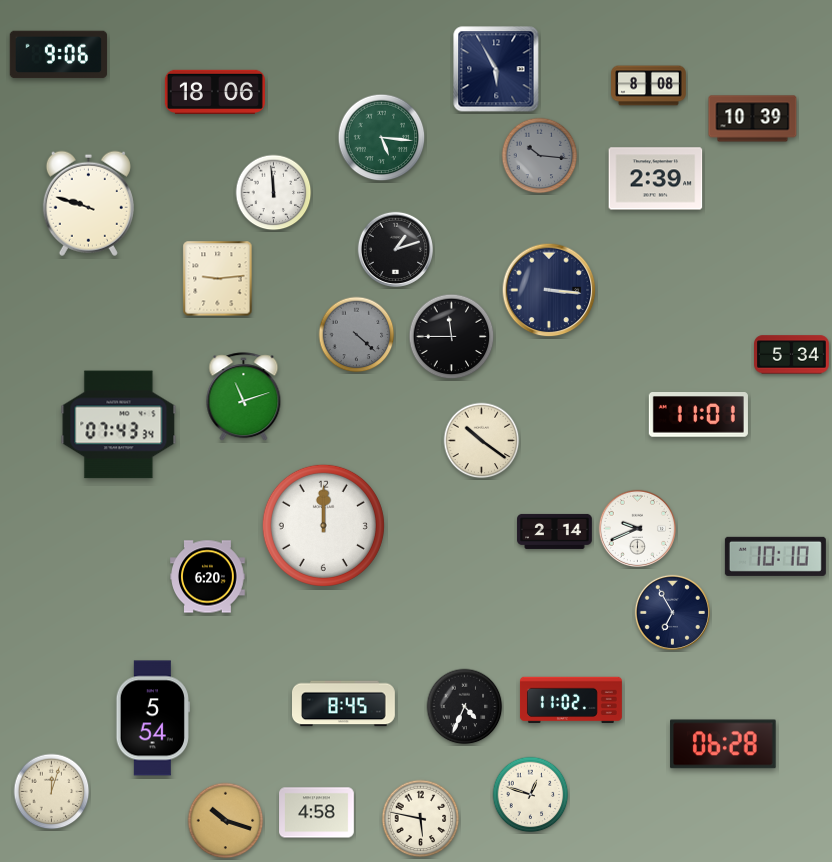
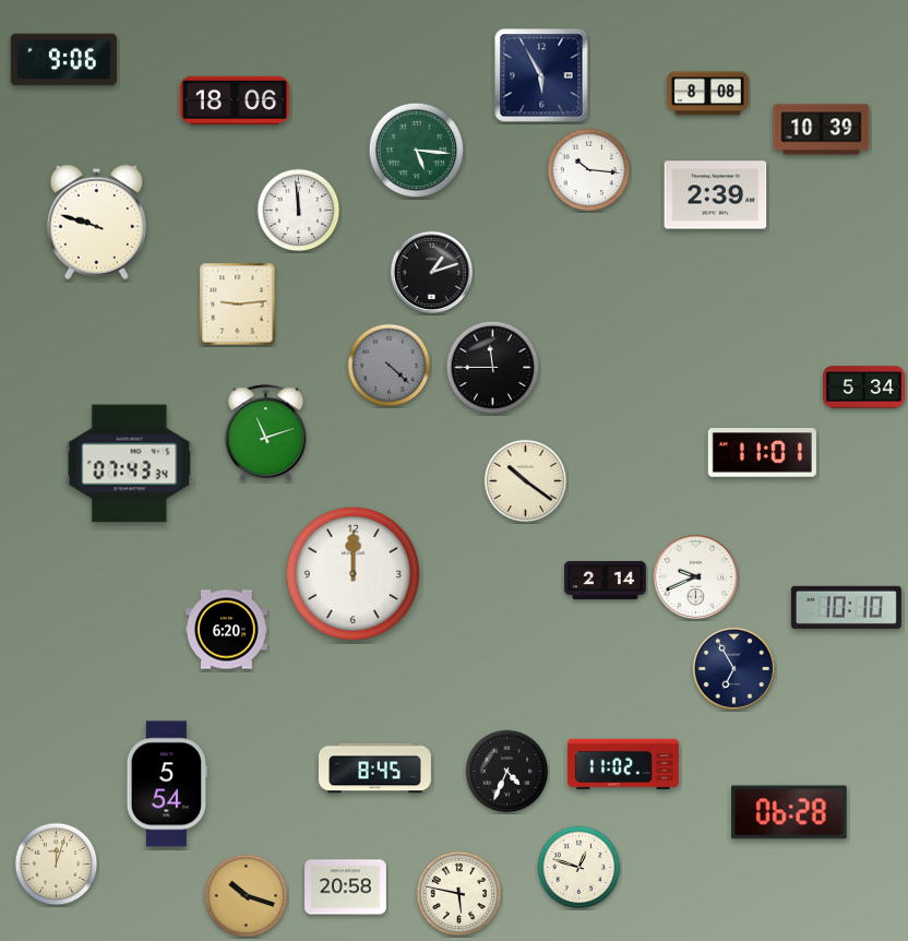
clock at (540, 156) dial: grey -> white
clock at (549, 290): 3:16 -> none
clock at (317, 813): 4:58 -> 20:58
